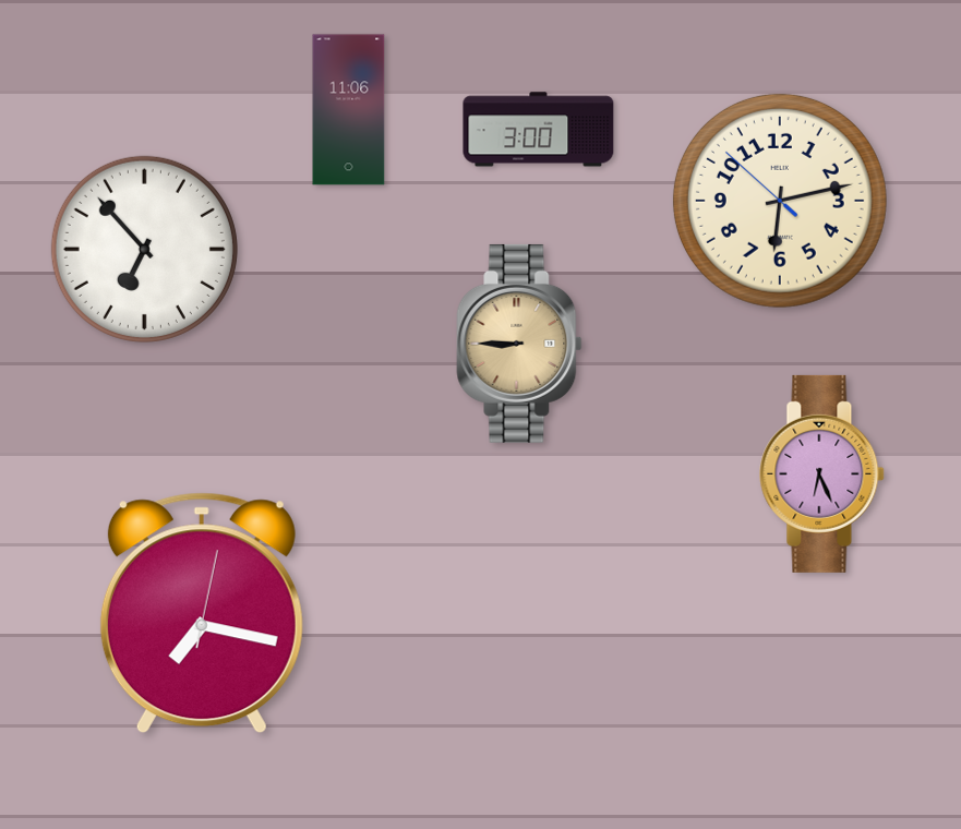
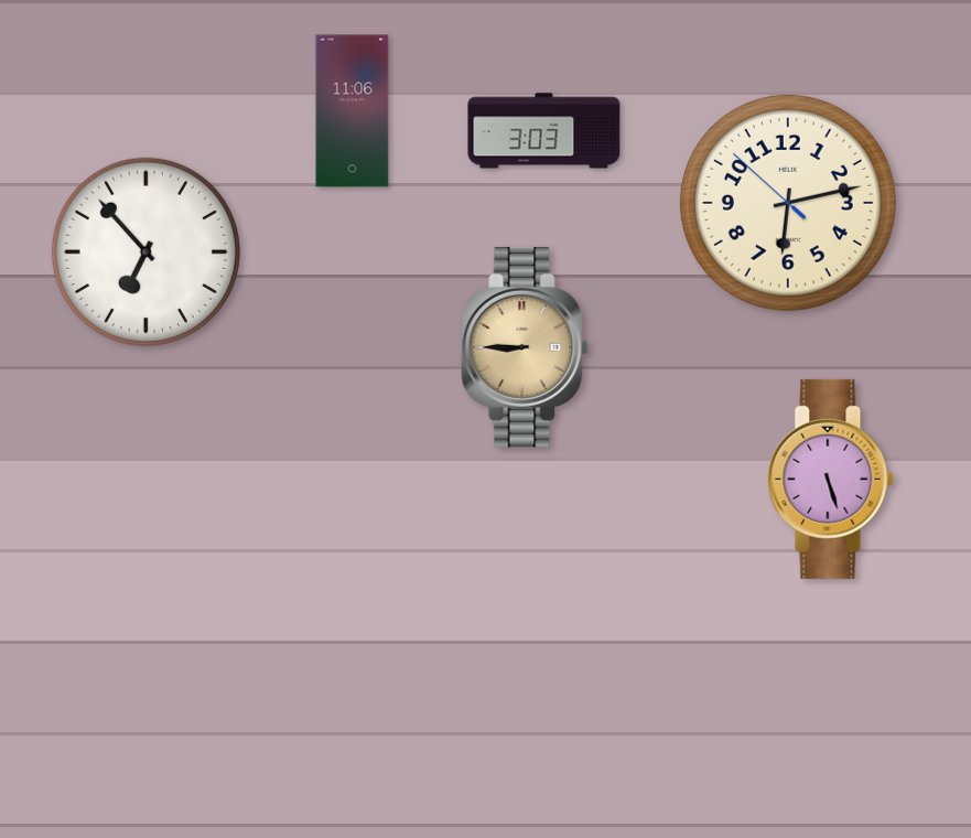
clock at (539, 130): 3:00 -> 3:03
clock at (822, 473): 6:26 -> 5:27
clock at (202, 613): 7:17 -> none
